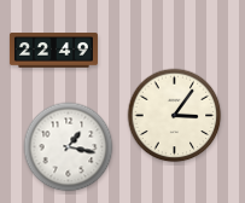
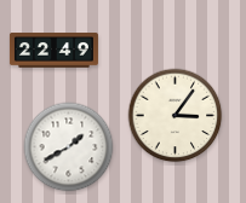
clock at (69, 147): 1:17 -> 1:40
